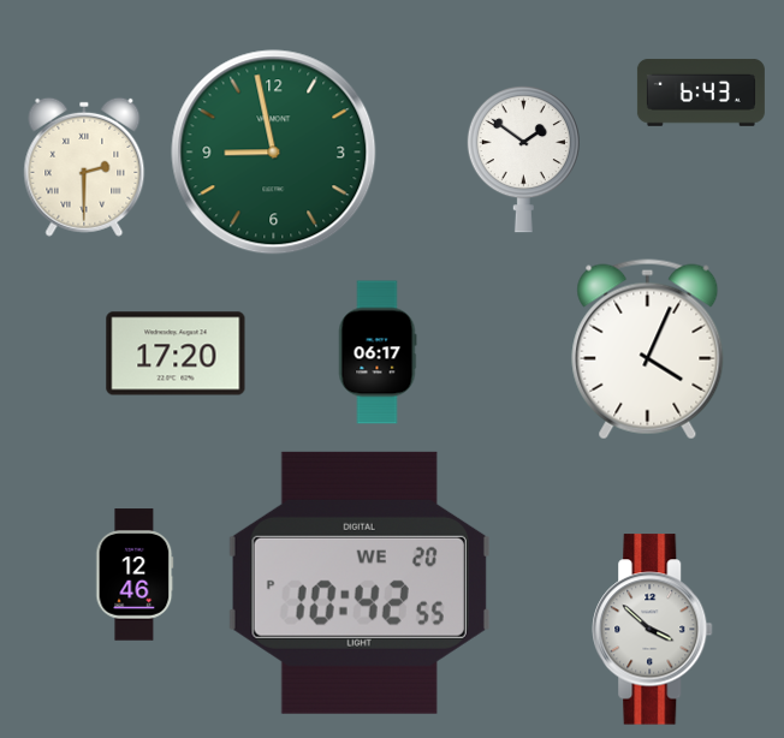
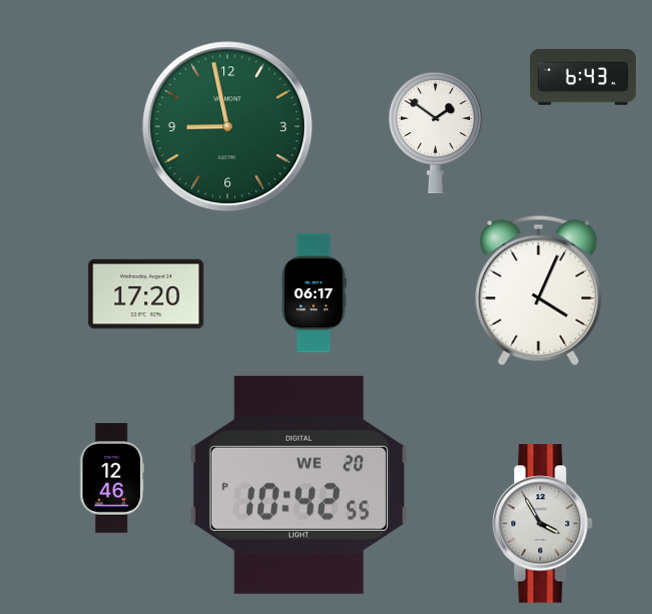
clock at (84, 167): 2:30 -> none
clock at (653, 630): 3:52 -> 3:55
